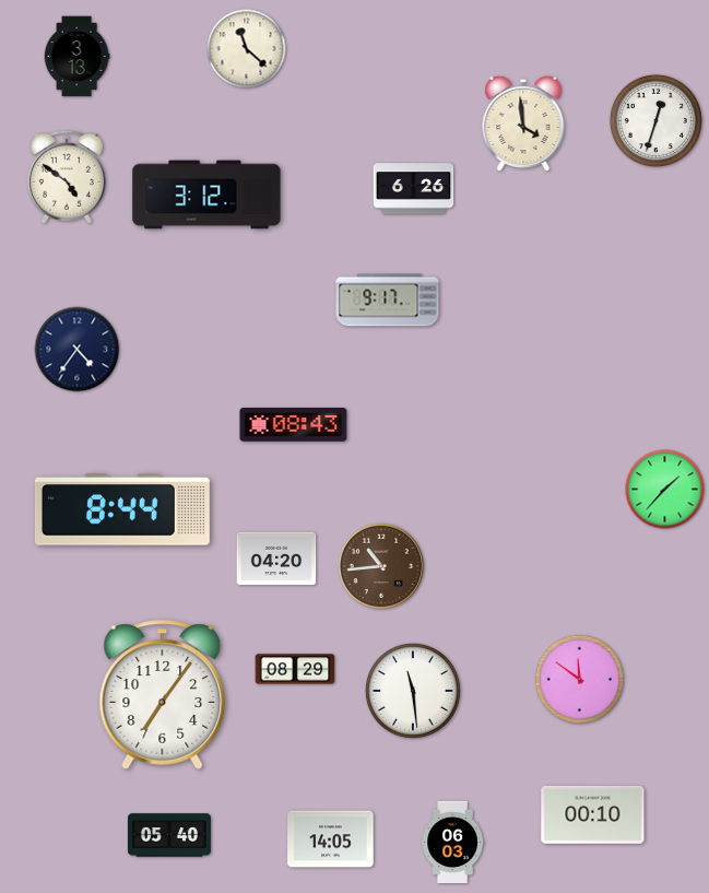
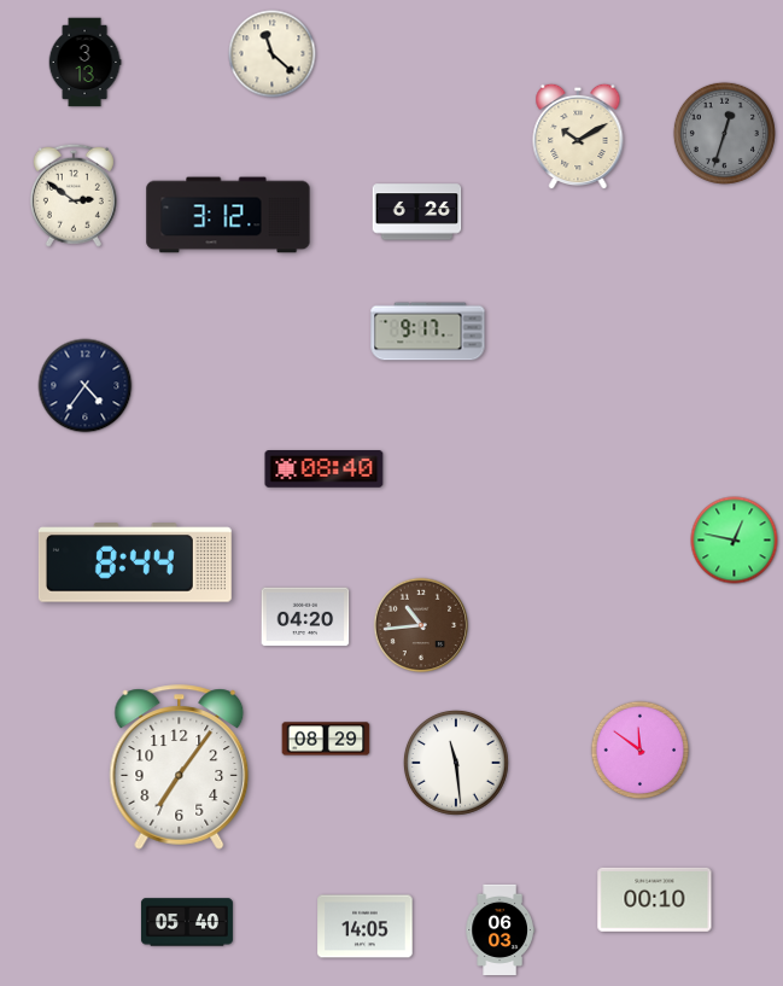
clock at (655, 120) dial: white -> grey
clock at (523, 124): 3:59 -> 10:10
clock at (67, 177): 4:51 -> 2:51
clock at (414, 189) position: (414, 189) -> (417, 212)
clock at (294, 425): 08:43 -> 08:40
clock at (665, 490): 1:37 -> 12:47
